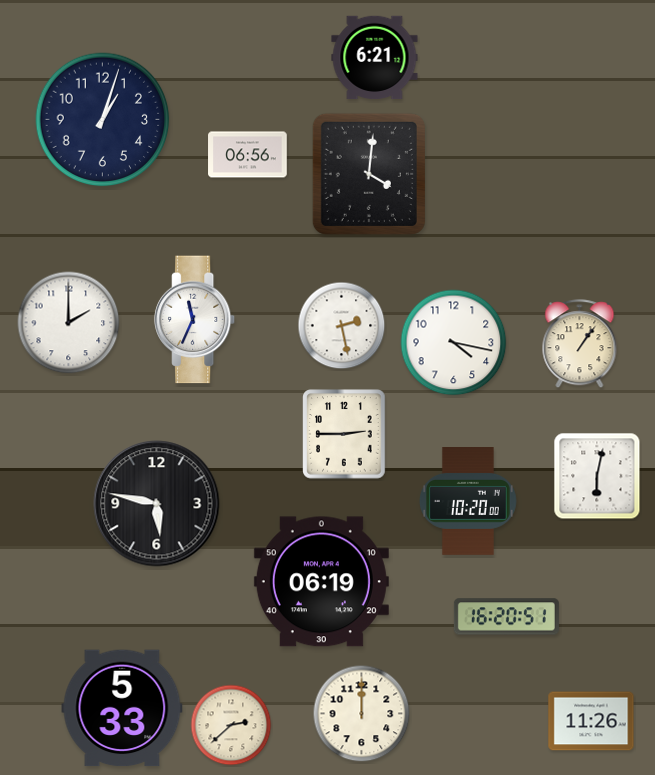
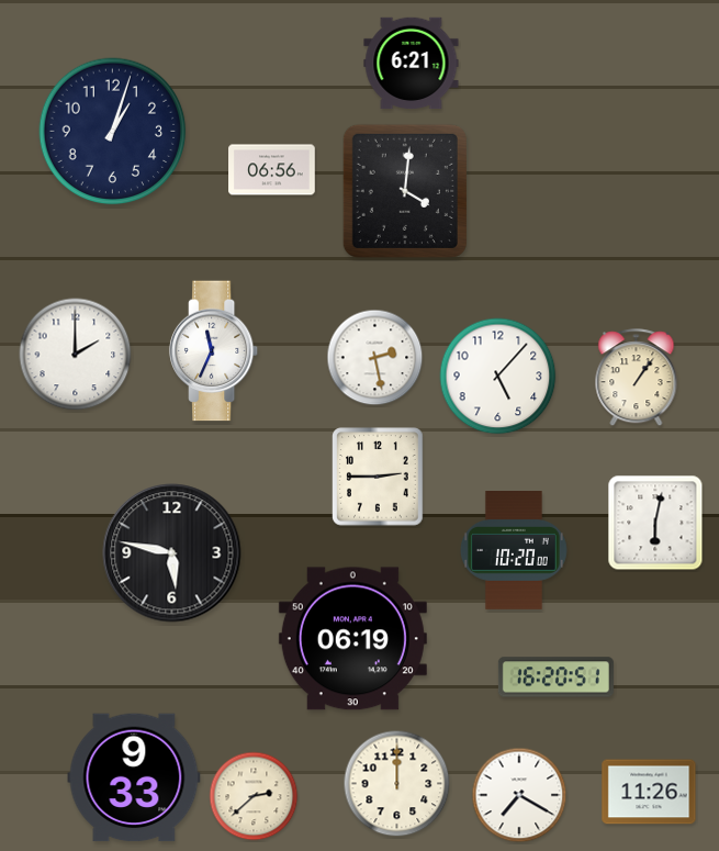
clock at (454, 343): 4:17 -> 5:07
clock at (122, 708): 5:33 -> 9:33
clock at (519, 795): none -> 7:20
